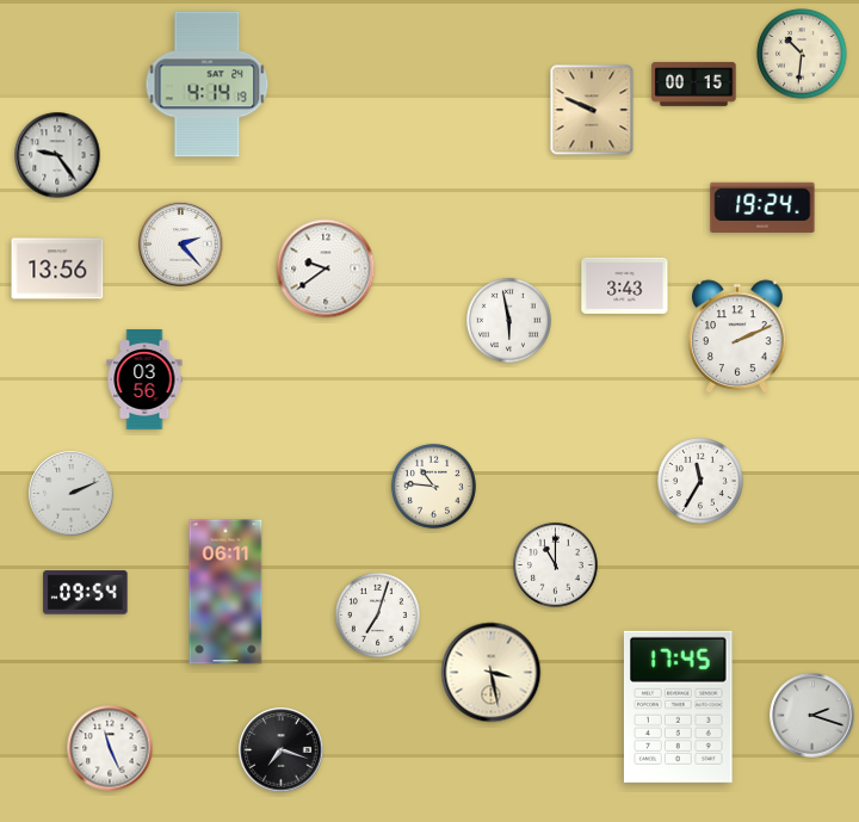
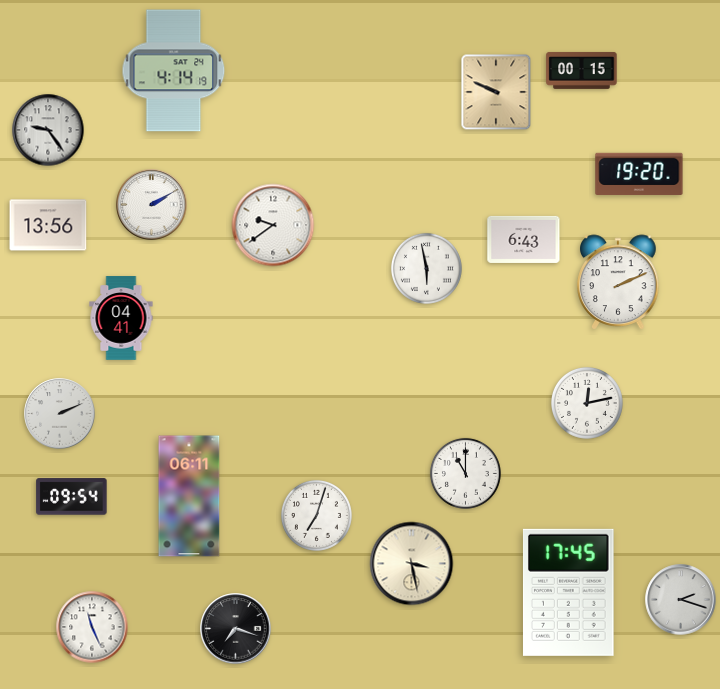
clock at (802, 54): 10:31 -> none
clock at (762, 208): 19:24 -> 19:20
clock at (181, 245): 2:23 -> 2:10
clock at (625, 285): 3:43 -> 6:43
clock at (144, 379): 03:56 -> 04:41
clock at (700, 481): 11:35 -> 12:13
clock at (433, 486): 10:46 -> none
